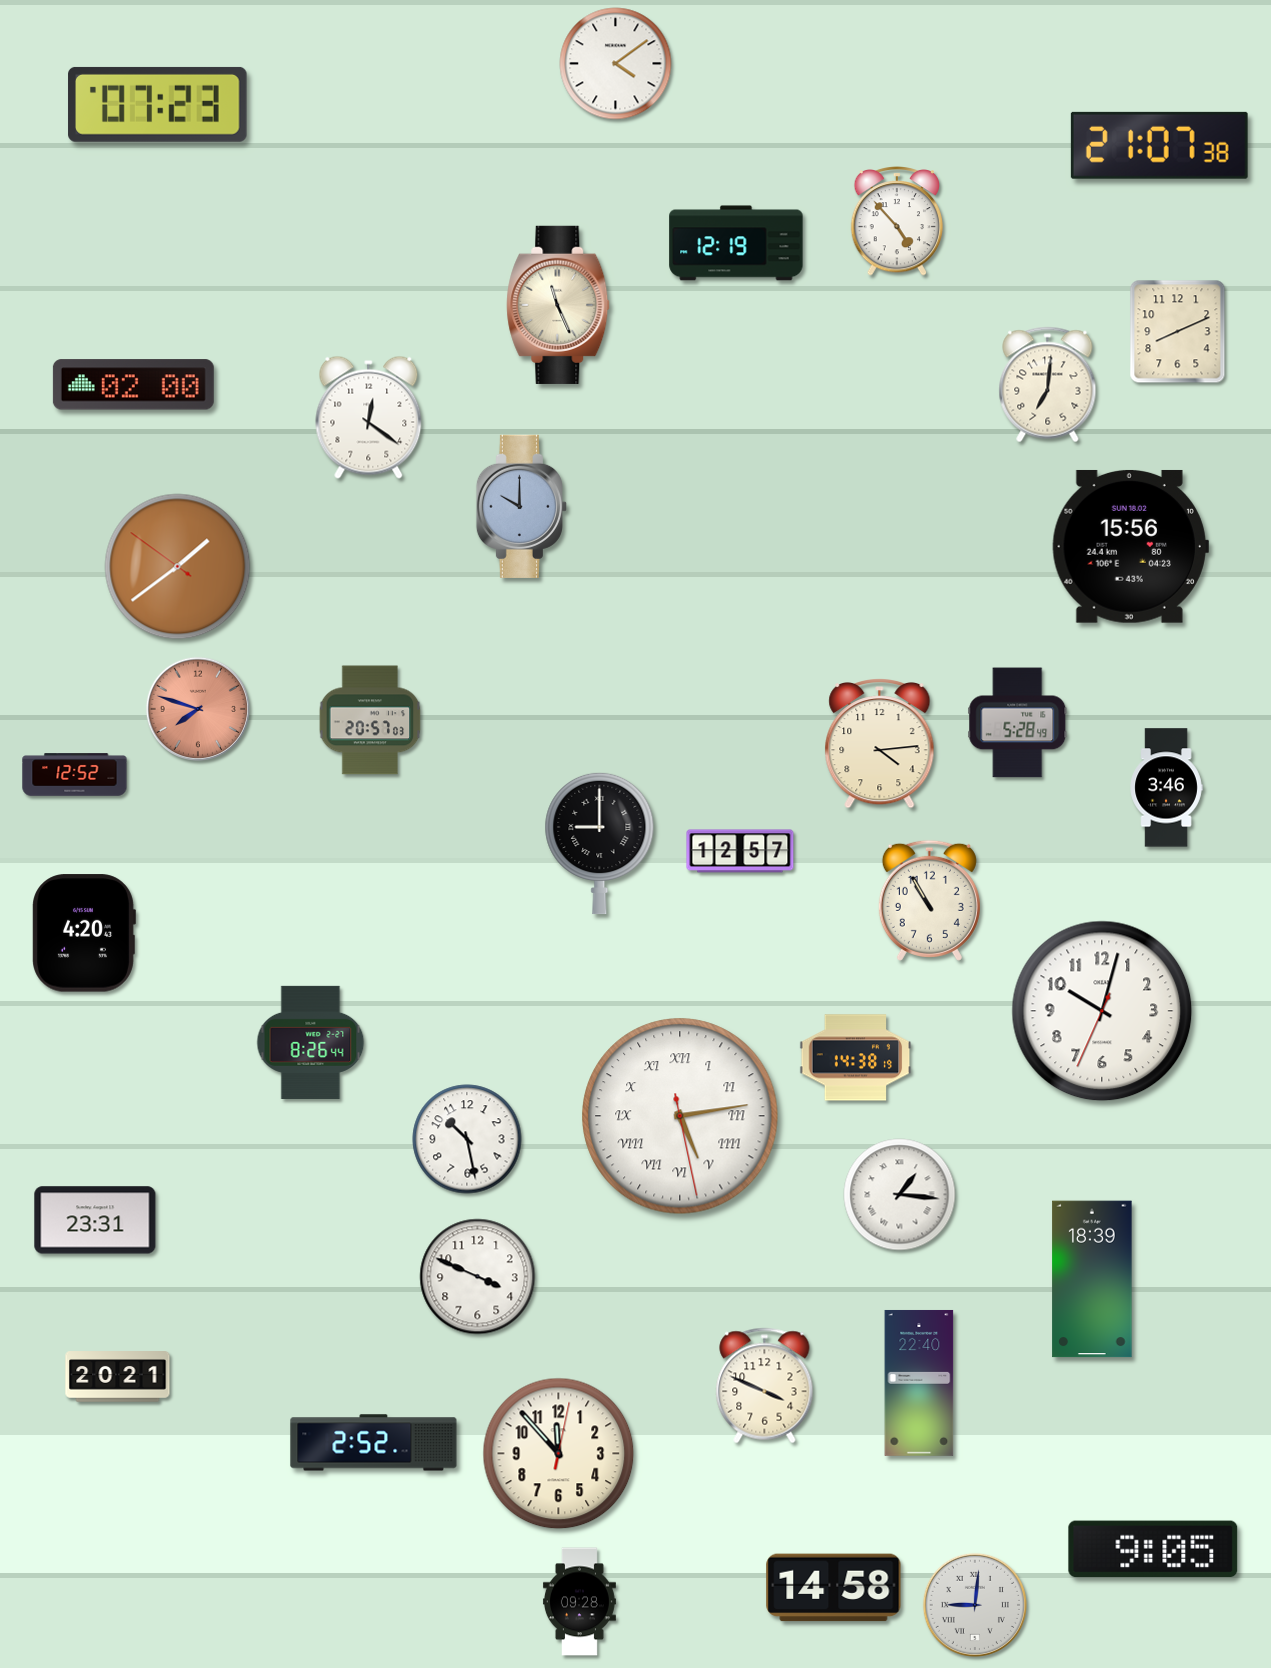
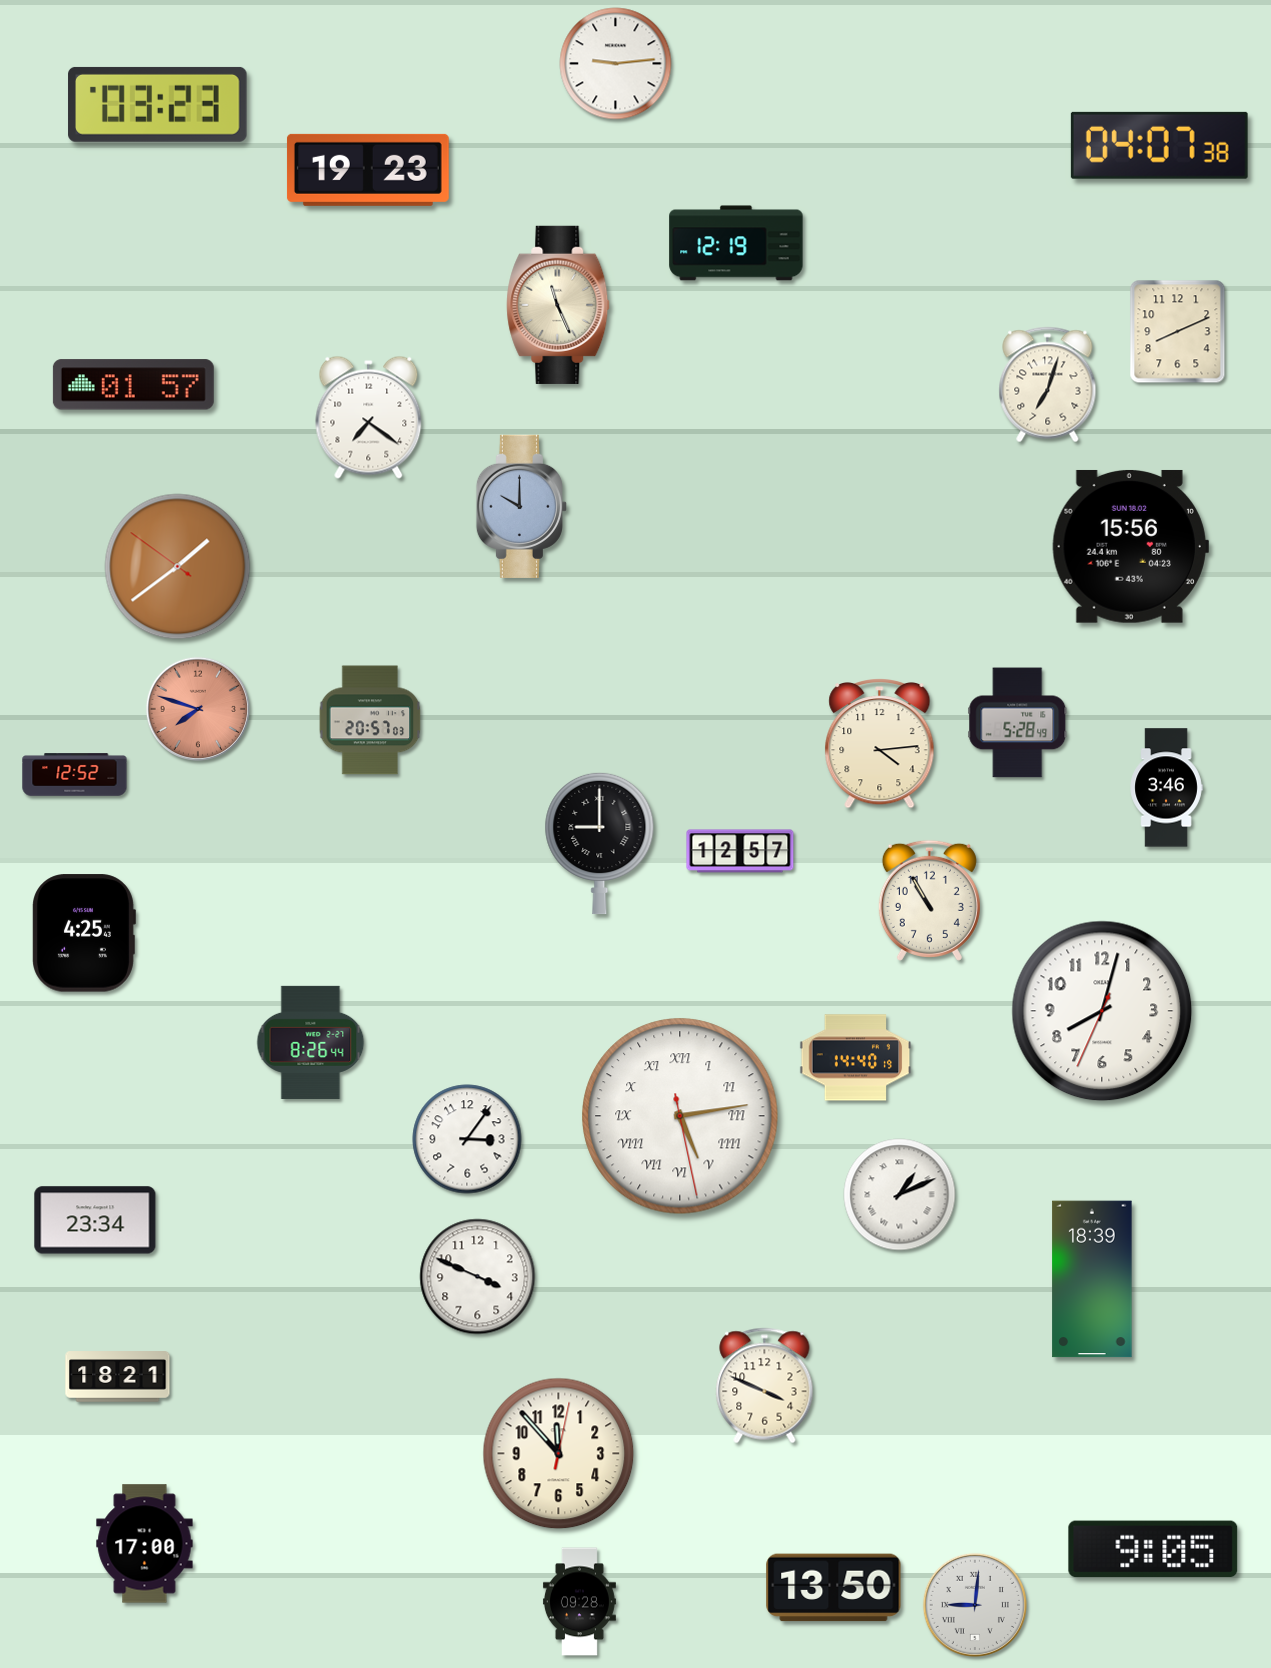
clock at (616, 64): 4:09 -> 9:14
clock at (158, 104): 07:23 -> 03:23
clock at (1159, 145): 21:07 -> 04:07
clock at (368, 170): none -> 19:23
clock at (897, 221): 4:53 -> none
clock at (133, 385): 02:00 -> 01:57
clock at (1048, 385): 7:01 -> 7:03
clock at (369, 417): 12:21 -> 7:21
clock at (84, 933): 4:20 -> 4:25
clock at (1102, 1011): 10:02 -> 8:02
clock at (856, 1058): 14:38 -> 14:40
clock at (467, 1139): 10:28 -> 3:06
clock at (900, 1195): 1:16 -> 1:11
clock at (95, 1220): 23:31 -> 23:34
clock at (118, 1377): 20:21 -> 18:21
clock at (919, 1383): 22:40 -> none
clock at (374, 1443): 2:52 -> none
clock at (145, 1544): none -> 17:00
clock at (834, 1588): 14:58 -> 13:50
